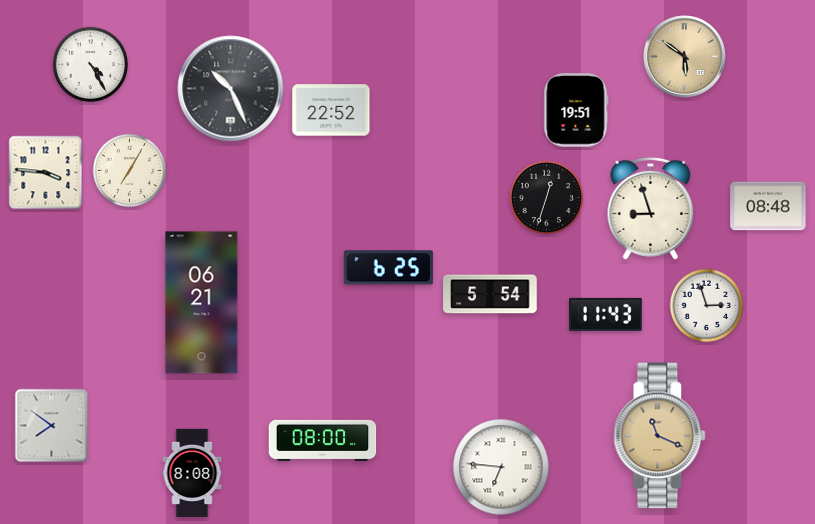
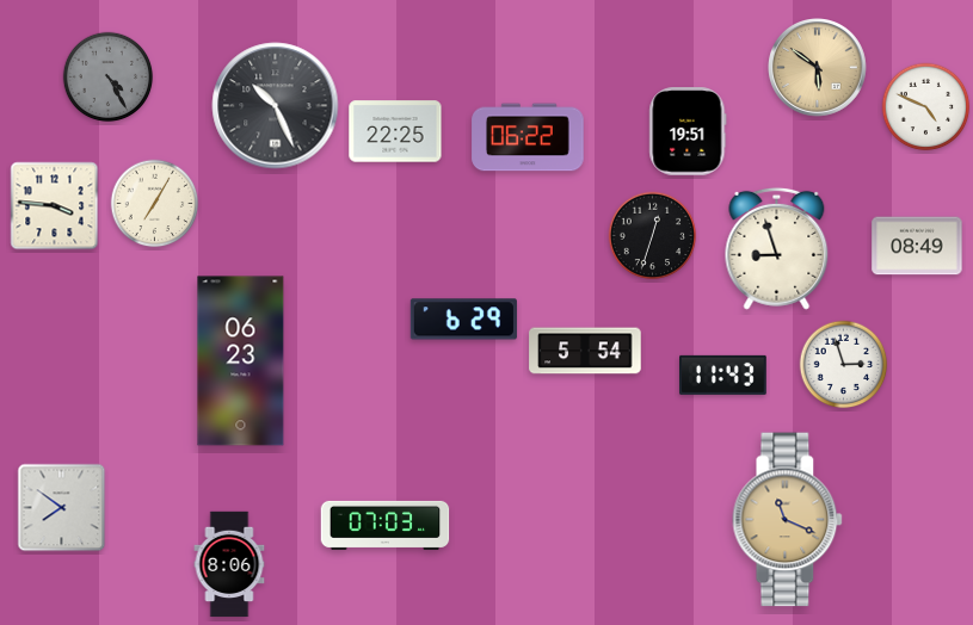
clock at (91, 65) dial: white -> grey
clock at (926, 107): none -> 4:49
clock at (331, 110): 22:52 -> 22:25
clock at (528, 137): none -> 06:22
clock at (768, 206): 08:48 -> 08:49
clock at (388, 268): 6:25 -> 6:29
clock at (202, 303): 06:21 -> 06:23
clock at (323, 440): 08:00 -> 07:03
clock at (501, 467): 6:46 -> none
clock at (192, 473): 8:08 -> 8:06
